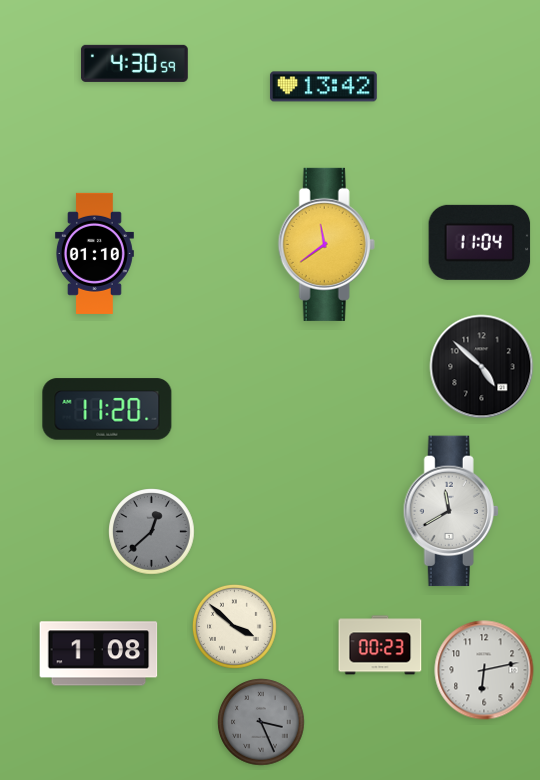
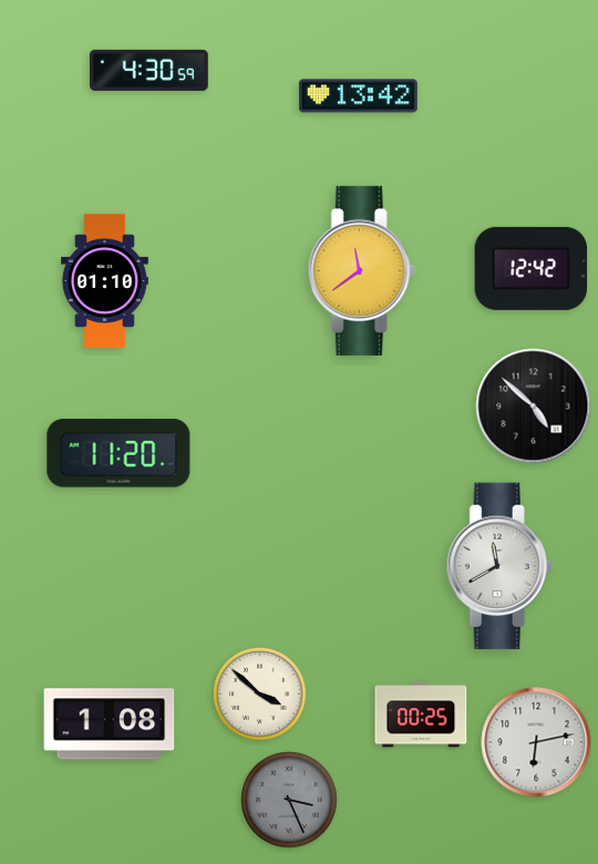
clock at (480, 242): 11:04 -> 12:42
clock at (152, 532): 12:38 -> none
clock at (380, 645): 00:23 -> 00:25
